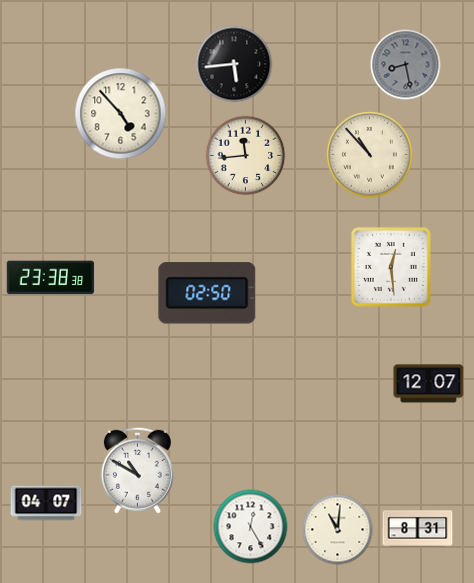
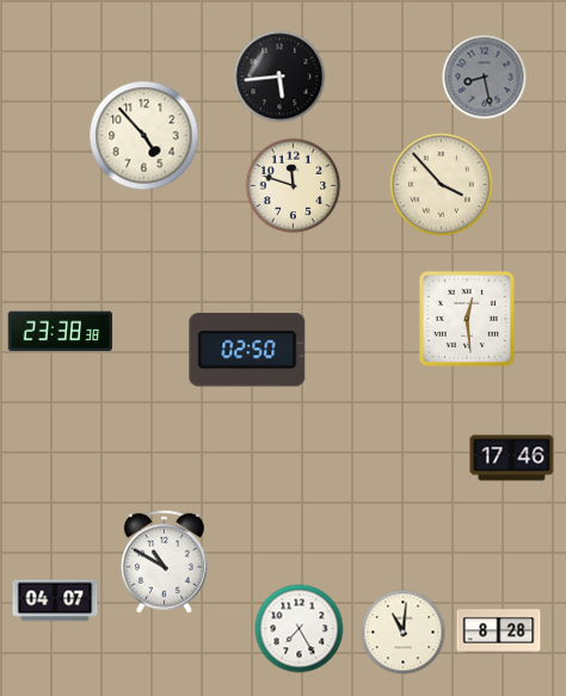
clock at (369, 154): 10:53 -> 3:53
clock at (246, 156): 11:44 -> 11:48
clock at (429, 384): 12:07 -> 17:46
clock at (251, 527): 12:25 -> 7:25
clock at (418, 529): 8:31 -> 8:28
